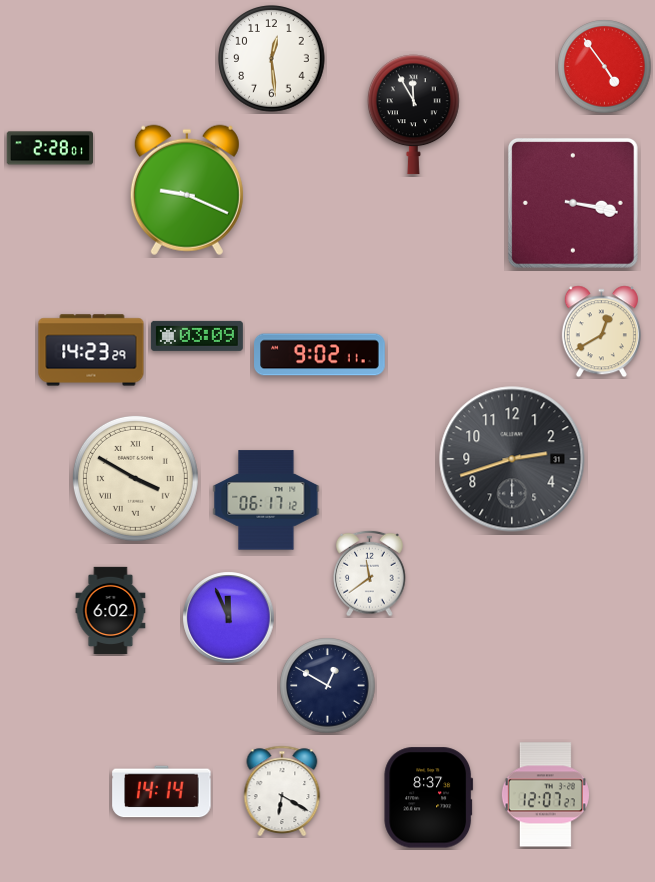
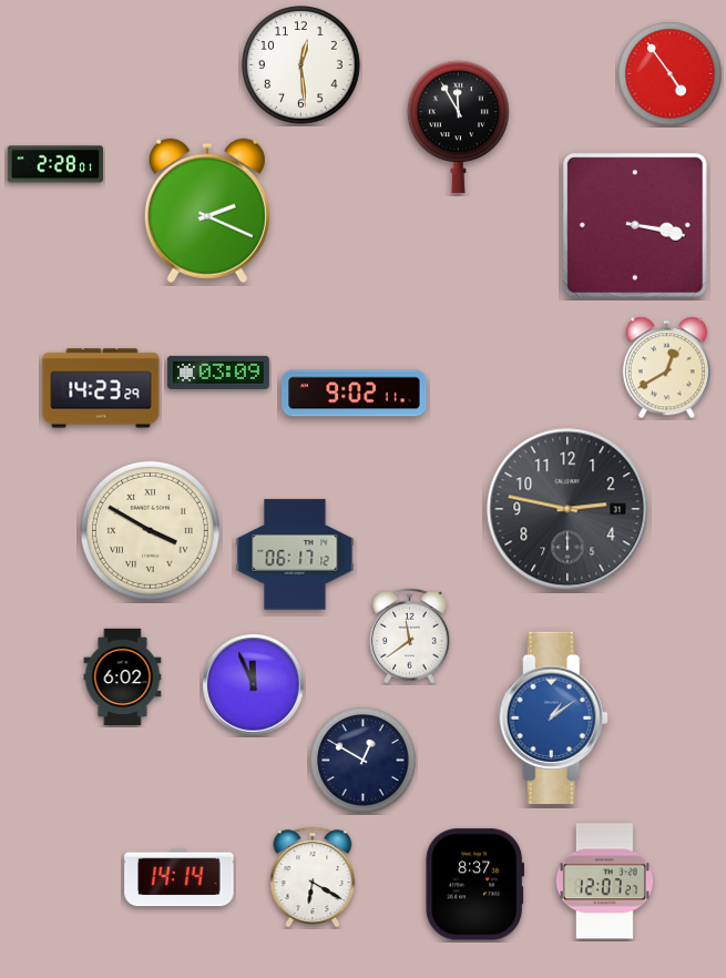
clock at (187, 190): 9:19 -> 2:19
clock at (512, 459): 2:42 -> 2:47
clock at (553, 719): none -> 1:09
